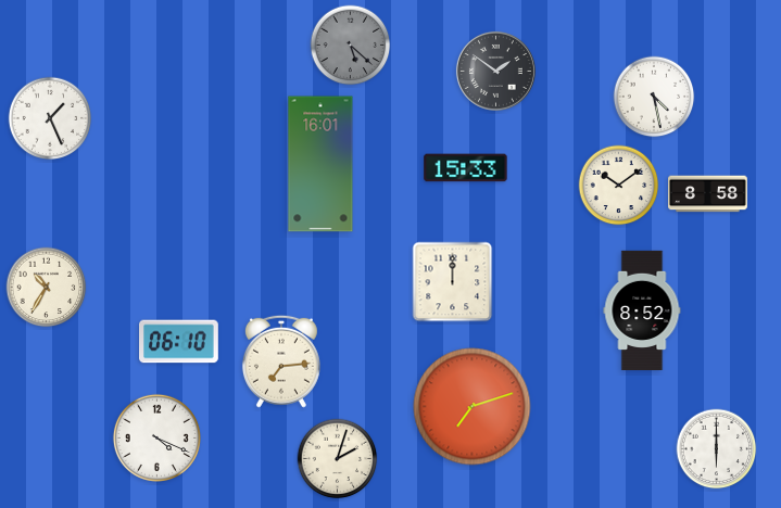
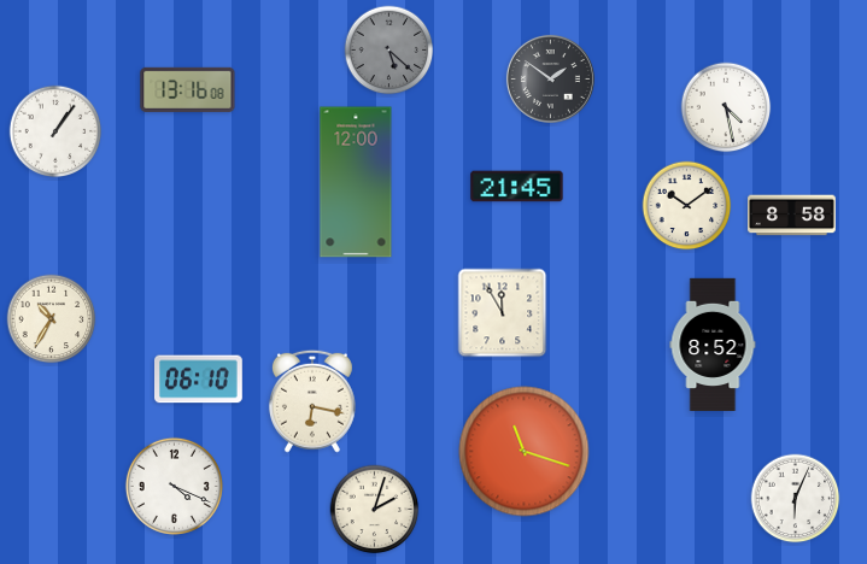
clock at (188, 89): none -> 13:16
clock at (50, 118): 1:26 -> 1:06
clock at (320, 164): 16:01 -> 12:00
clock at (466, 168): 15:33 -> 21:45
clock at (708, 194) position: (708, 194) -> (792, 216)
clock at (453, 282): 12:00 -> 11:55
clock at (281, 361): 7:14 -> 6:17
clock at (473, 407): 7:12 -> 11:18
clock at (717, 449): 6:00 -> 6:04
